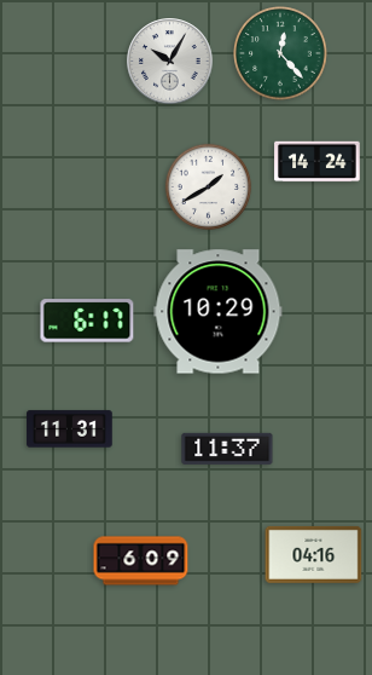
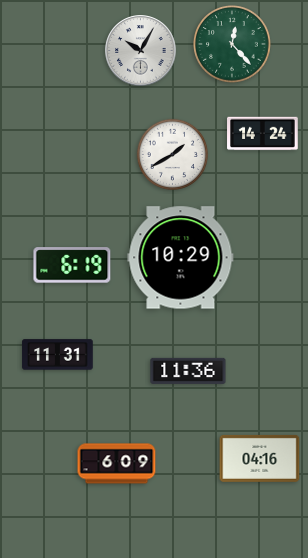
clock at (87, 321): 6:17 -> 6:19
clock at (227, 449): 11:37 -> 11:36
